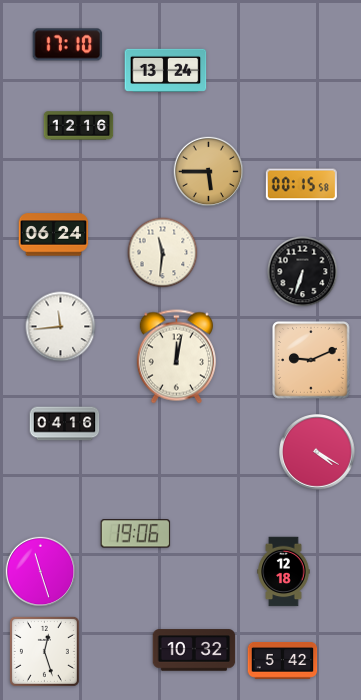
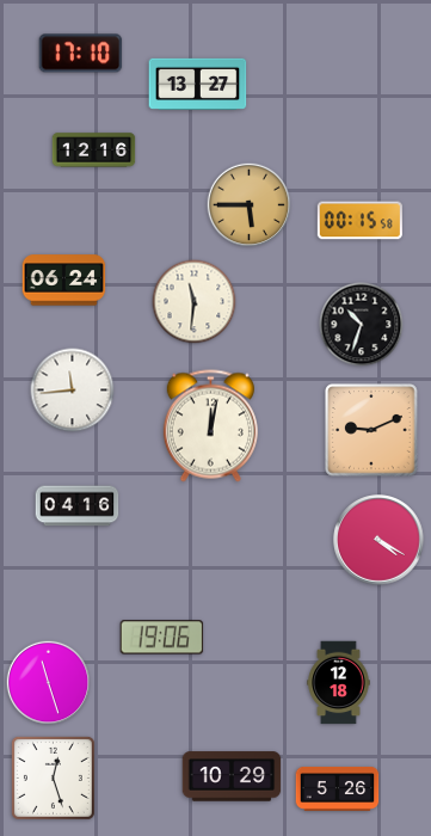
clock at (166, 70): 13:24 -> 13:27
clock at (303, 272): 6:33 -> 10:33
clock at (194, 650): 10:32 -> 10:29
clock at (283, 661): 5:42 -> 5:26
